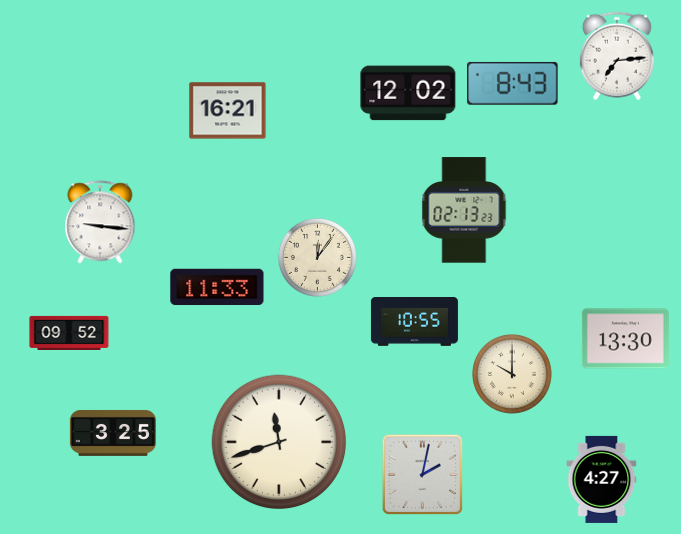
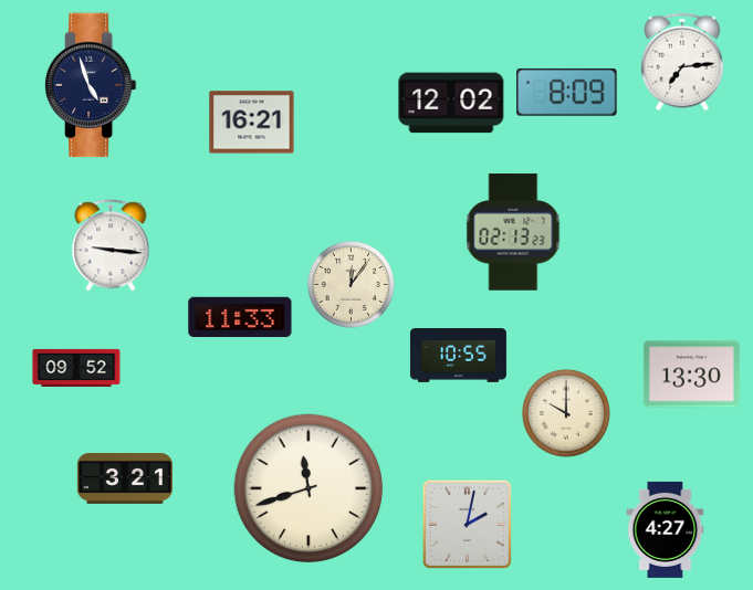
clock at (91, 85): none -> 4:57
clock at (513, 83): 8:43 -> 8:09
clock at (113, 433): 3:25 -> 3:21
